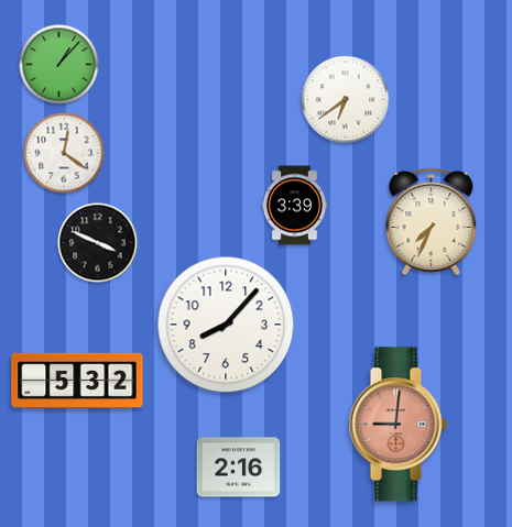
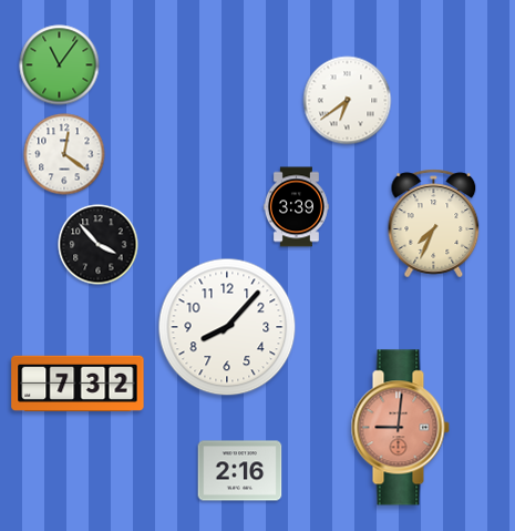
clock at (59, 65): 1:07 -> 11:06
clock at (98, 243): 3:49 -> 3:53
clock at (77, 381): 5:32 -> 7:32
